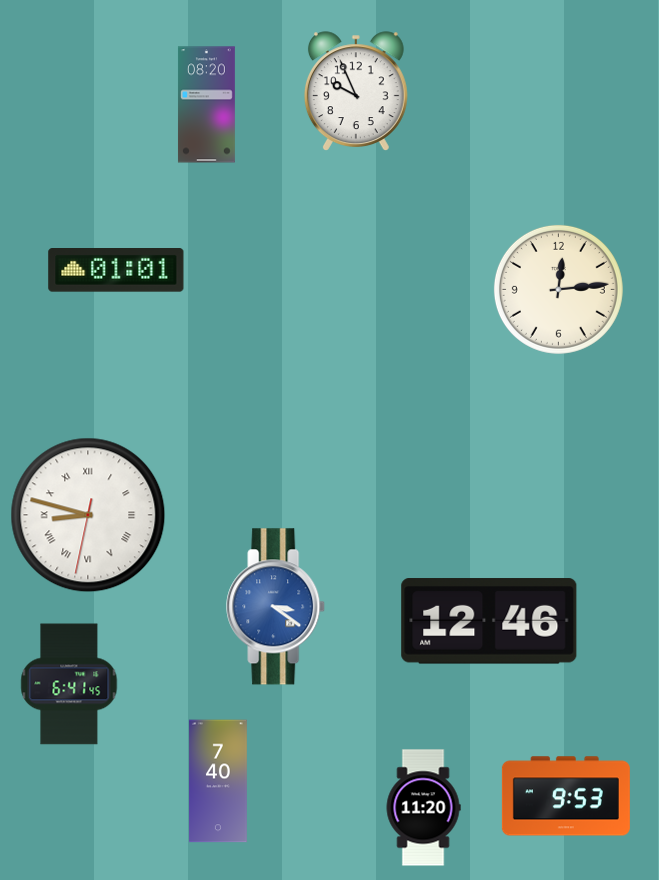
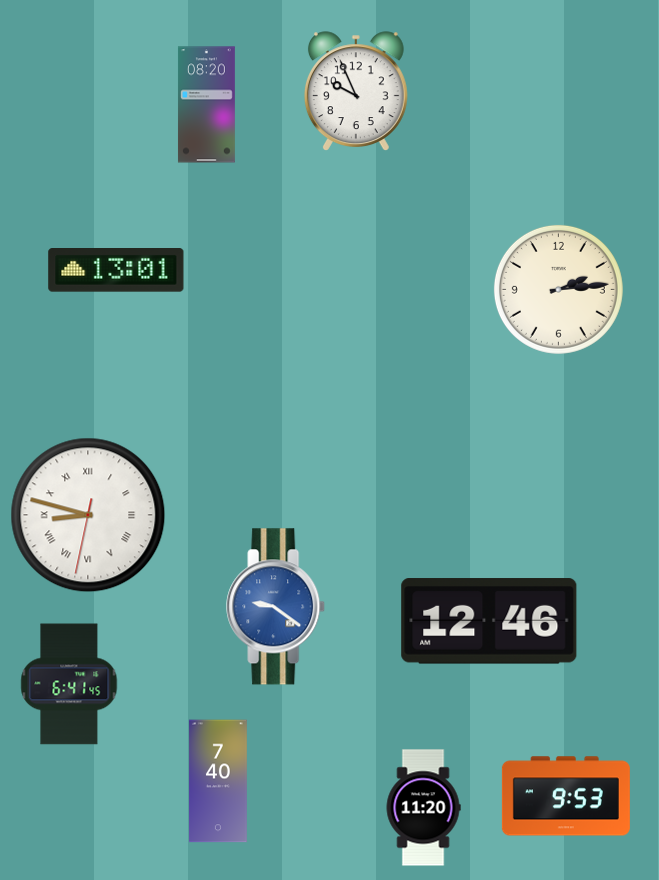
clock at (116, 271): 01:01 -> 13:01
clock at (558, 289): 12:14 -> 2:14
clock at (276, 607): 3:21 -> 9:21
